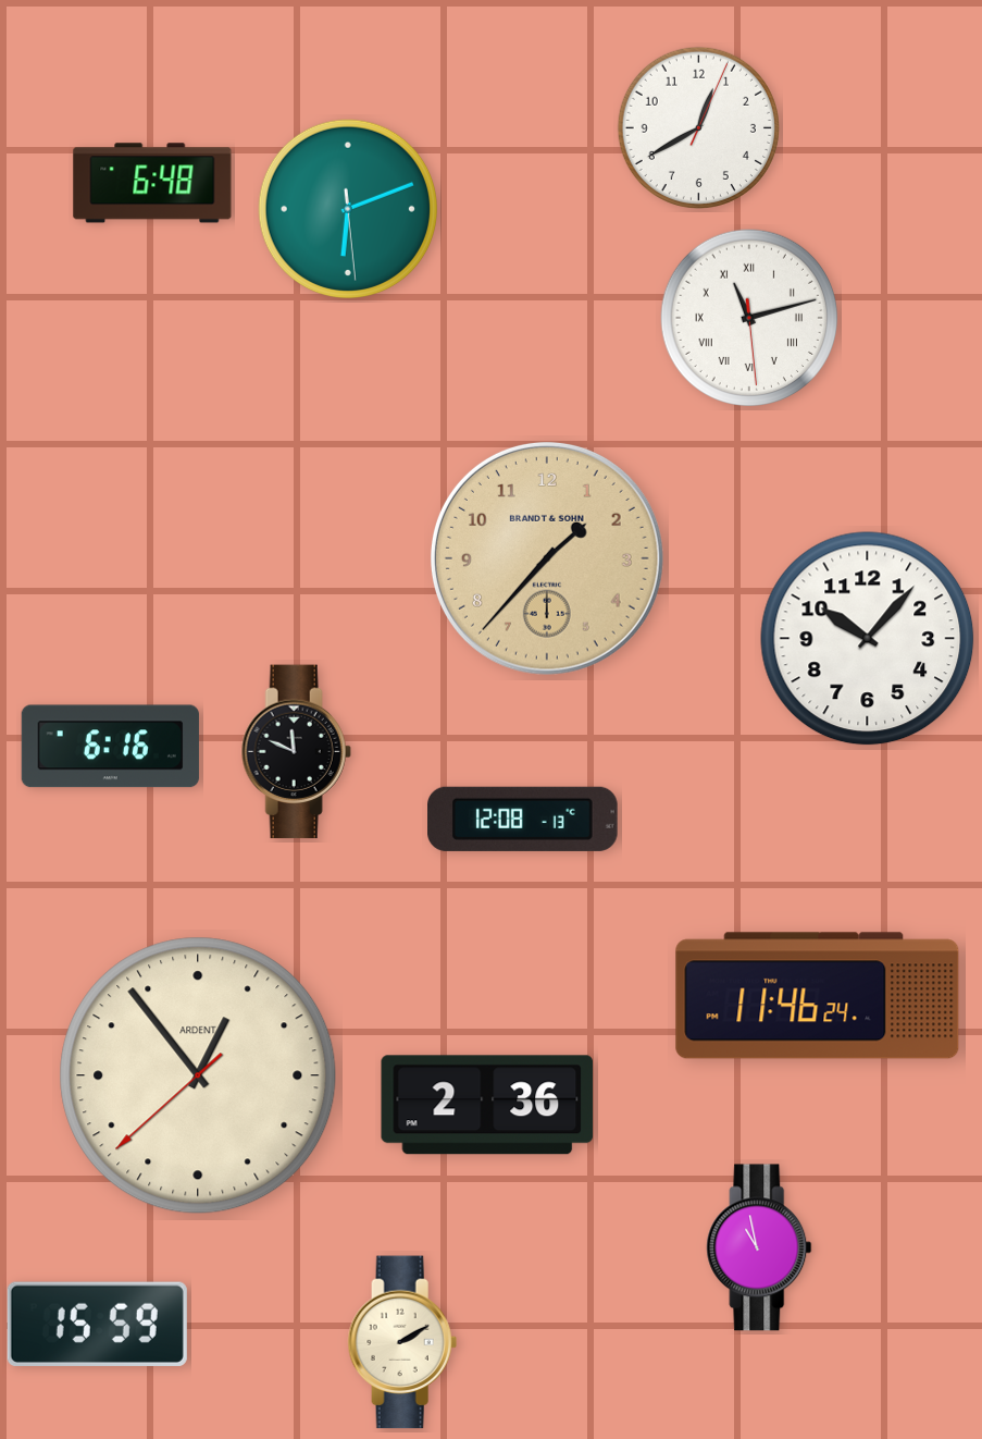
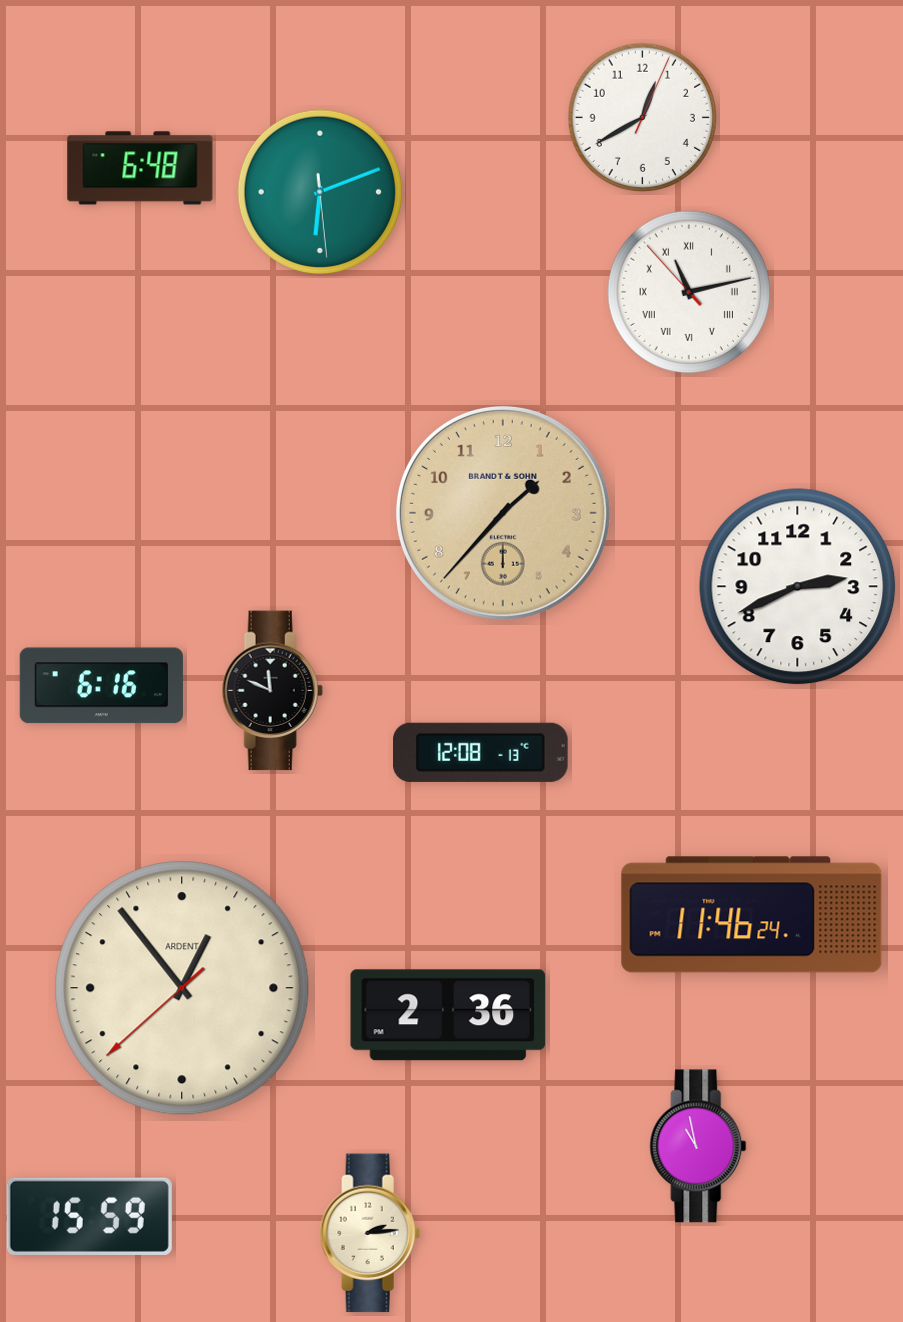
clock at (748, 317): 11:12:29 -> 11:12:53
clock at (868, 639): 10:07 -> 2:41
clock at (402, 1342): 2:10 -> 2:14
